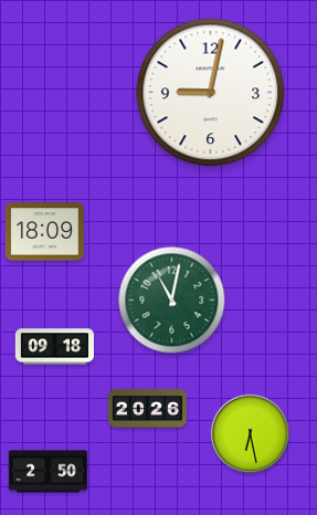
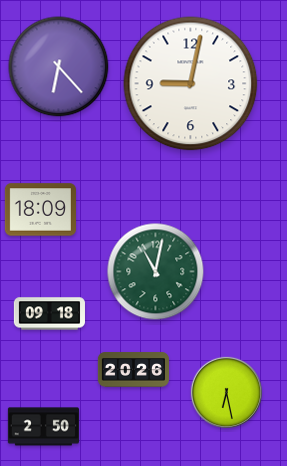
clock at (59, 67): none -> 6:23
